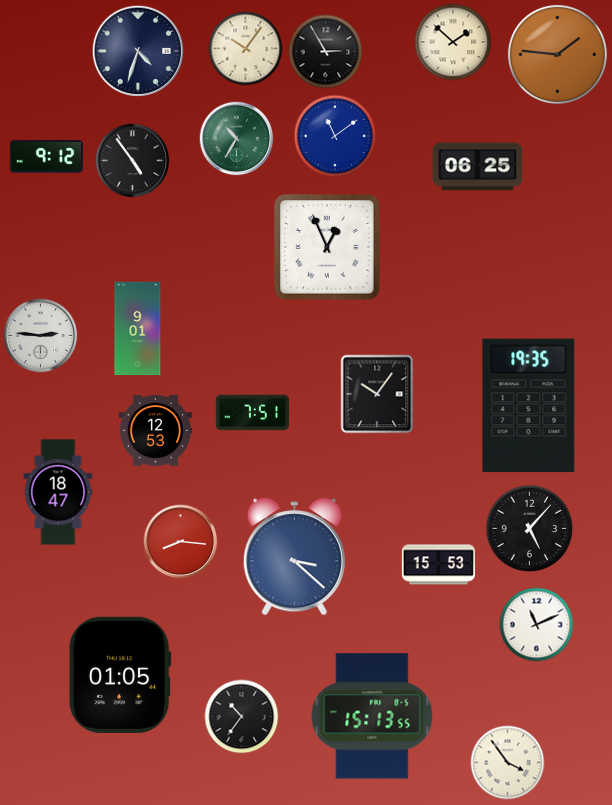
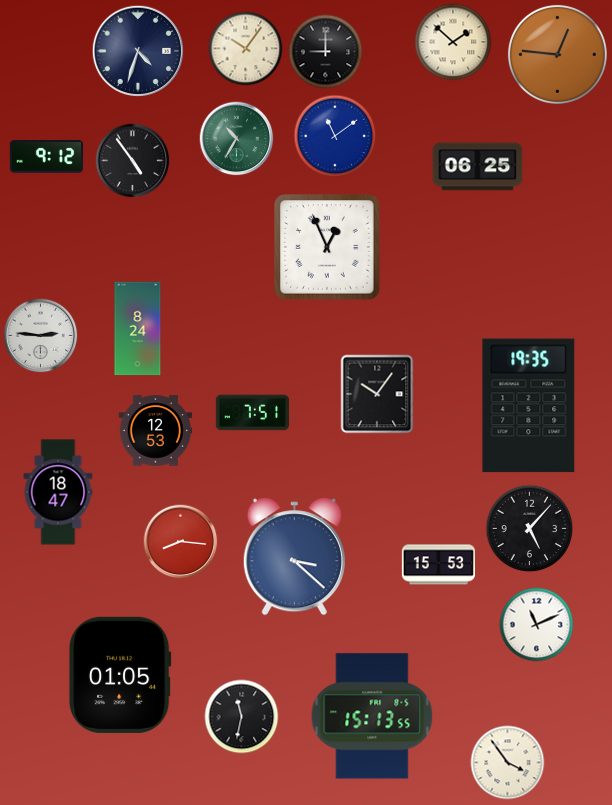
clock at (326, 52): 2:55 -> 9:00
clock at (557, 54): 1:46 -> 12:46
clock at (138, 329): 9:01 -> 8:24
clock at (242, 717): 10:36 -> 11:32
